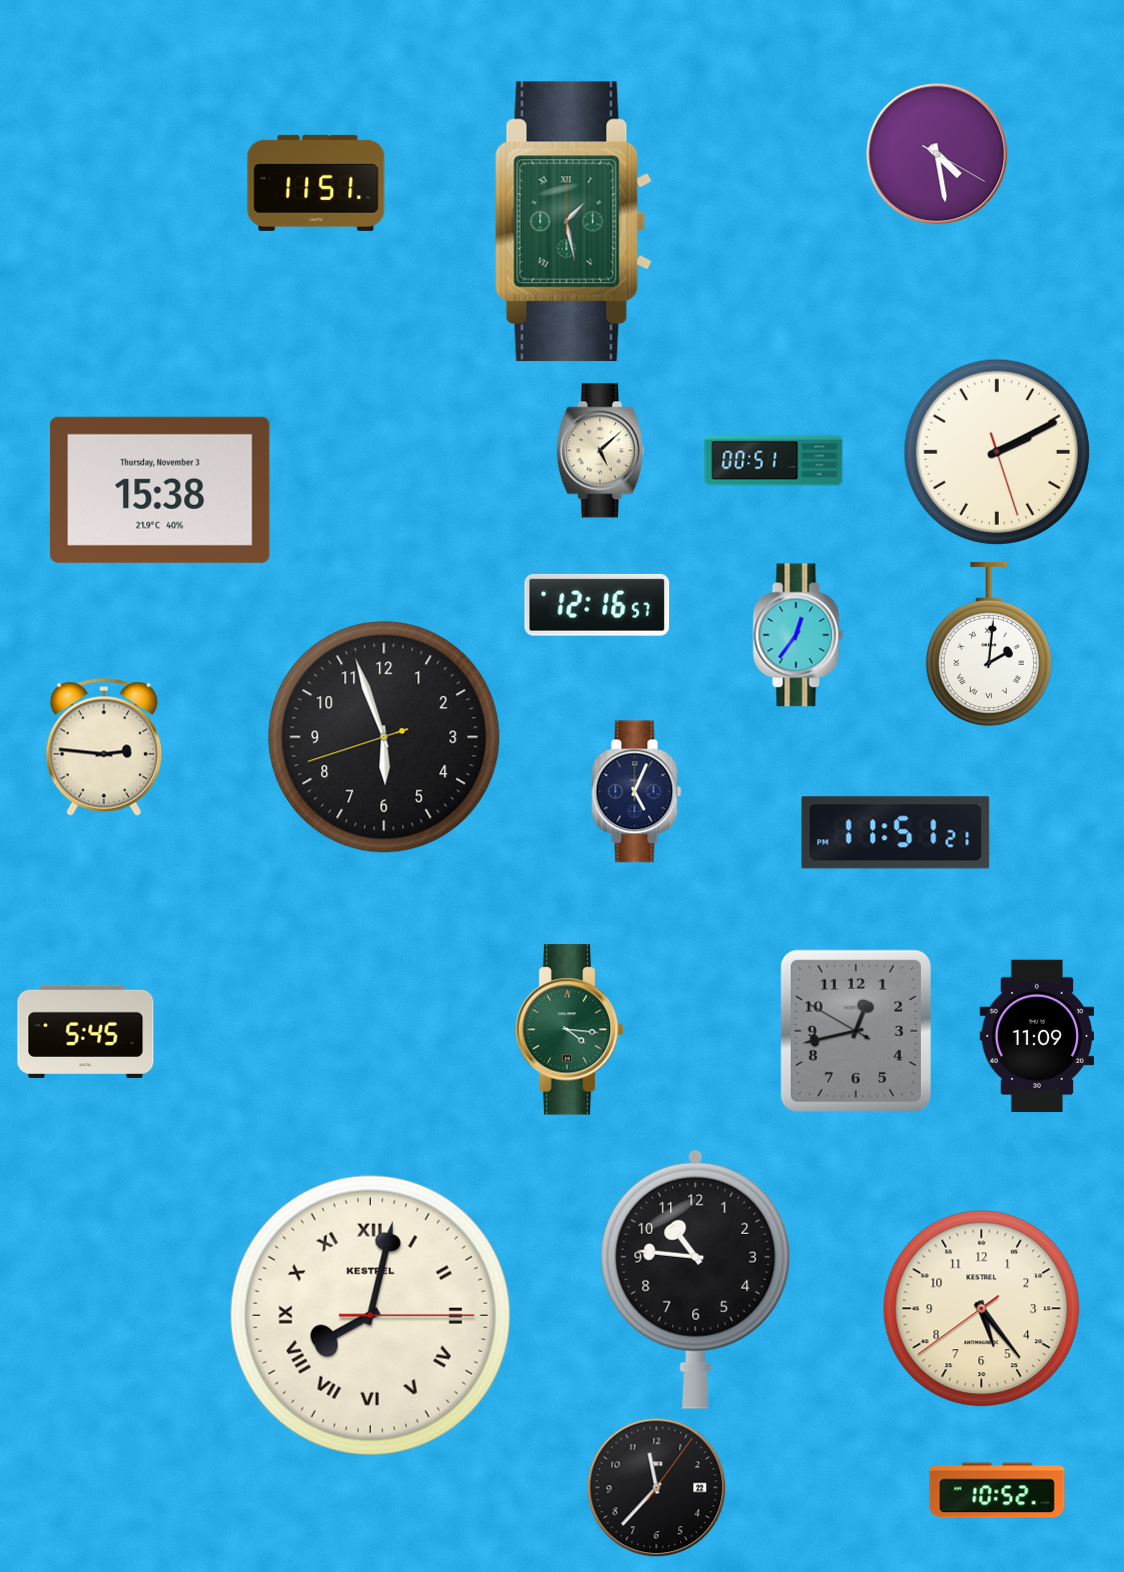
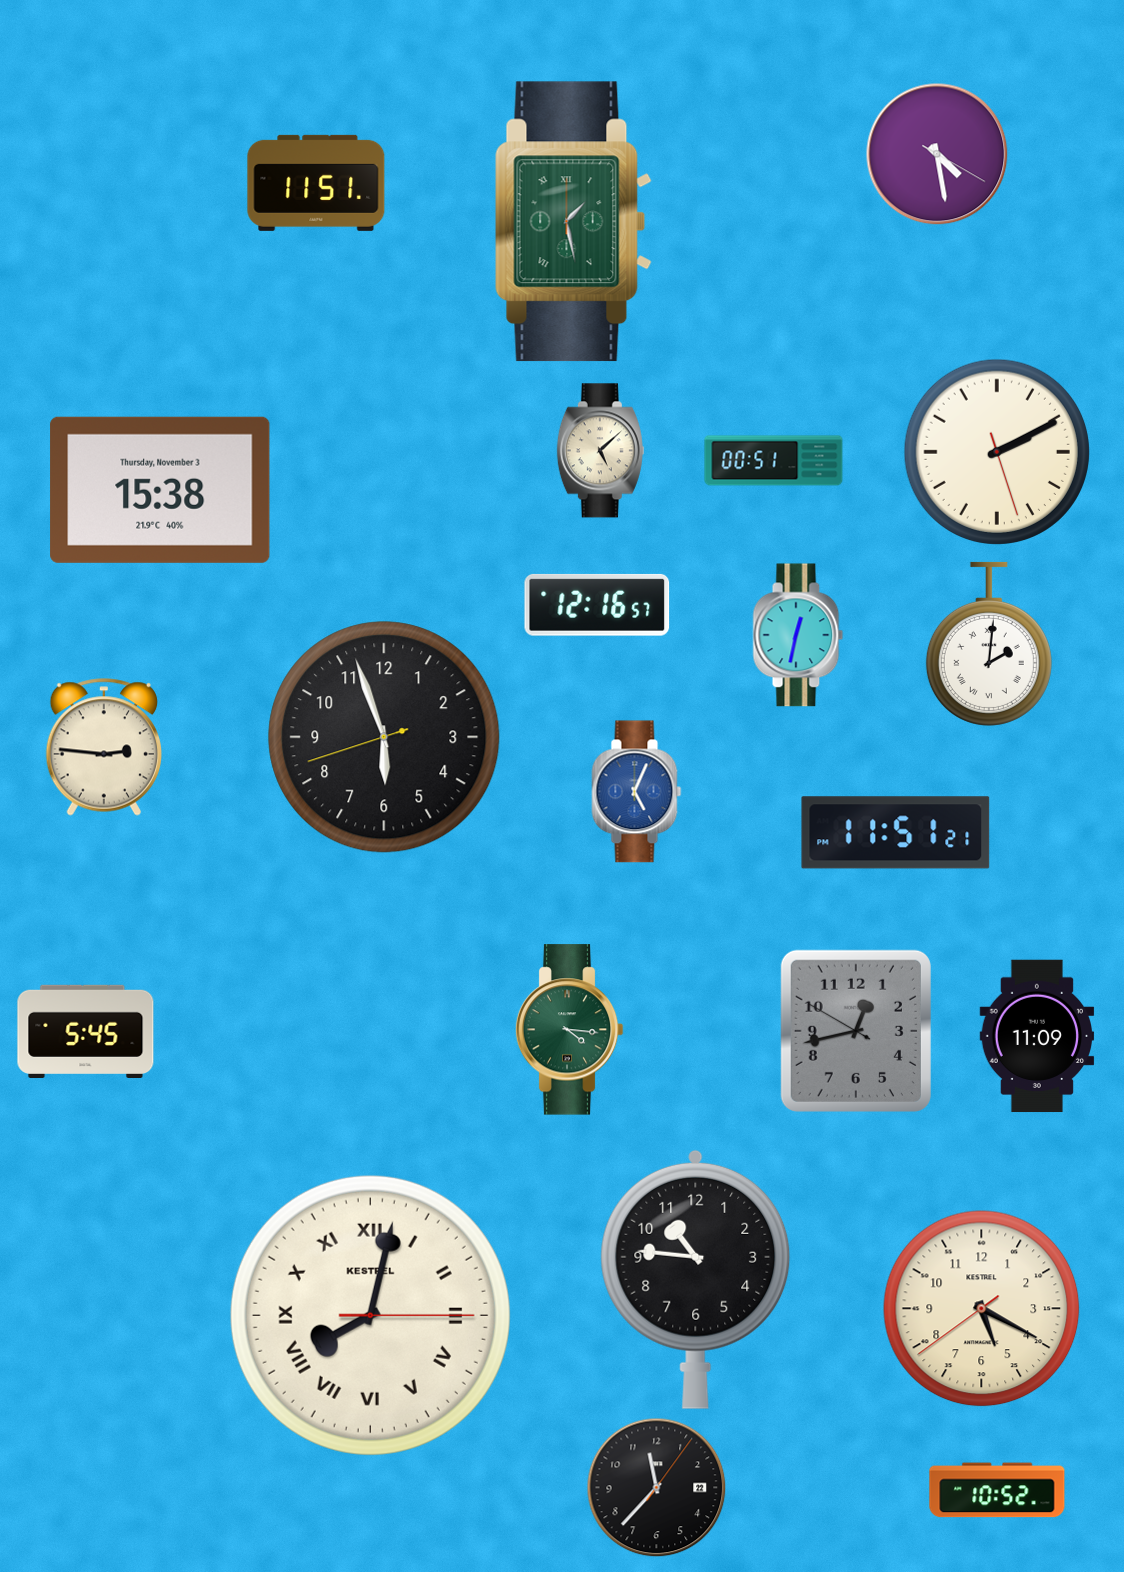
clock at (798, 635): 12:36 -> 12:32
clock at (637, 792) dial: navy -> blue
clock at (982, 1309): 5:23 -> 5:19
